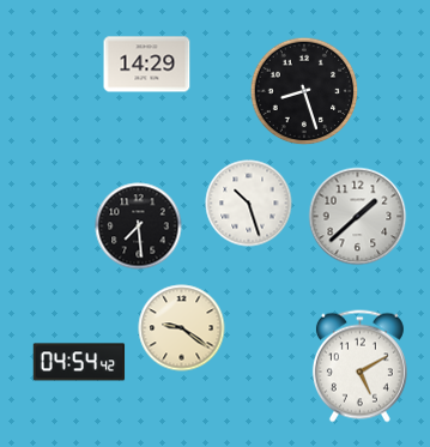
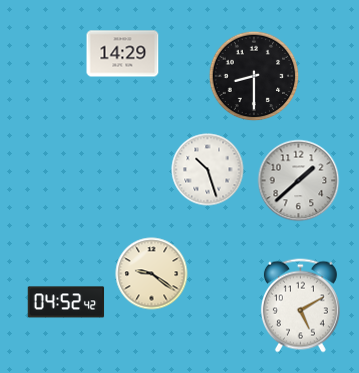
clock at (304, 91): 8:27 -> 8:30
clock at (139, 226): 7:29 -> none
clock at (79, 362): 04:54 -> 04:52
